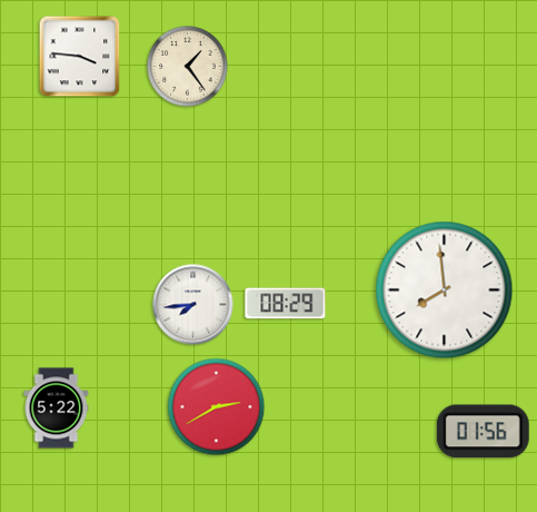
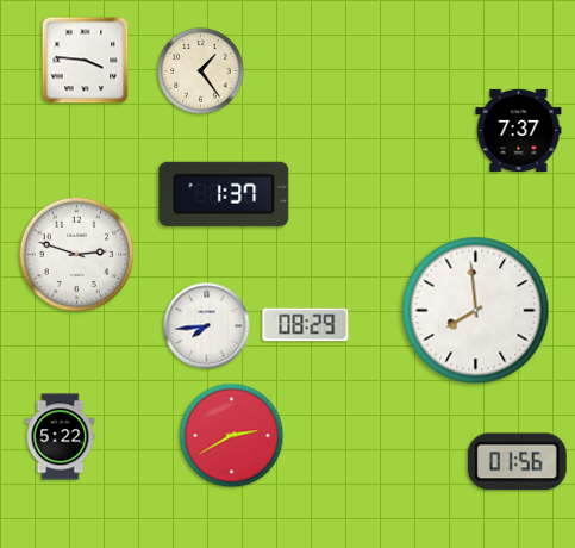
clock at (519, 130): none -> 7:37
clock at (224, 194): none -> 1:37
clock at (77, 255): none -> 2:48
